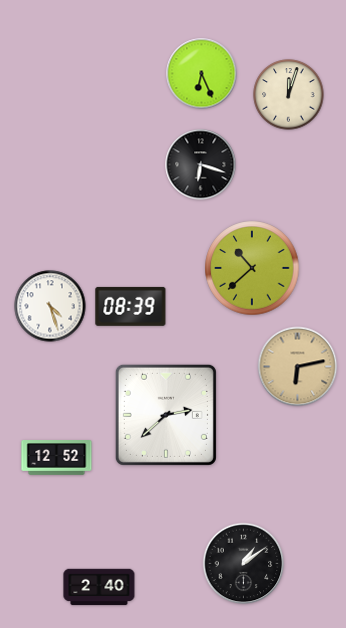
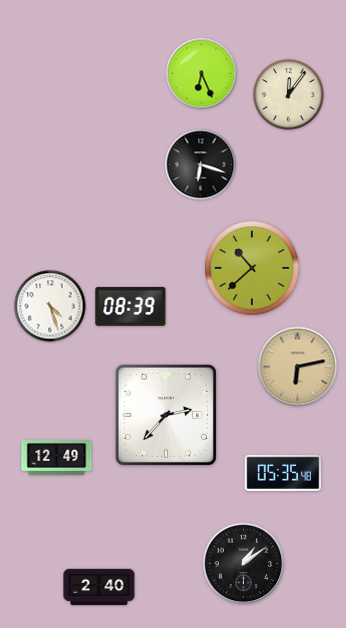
clock at (289, 95): 12:03 -> 12:06
clock at (166, 415): 2:38 -> 2:37
clock at (57, 458): 12:52 -> 12:49
clock at (283, 473): none -> 05:35
